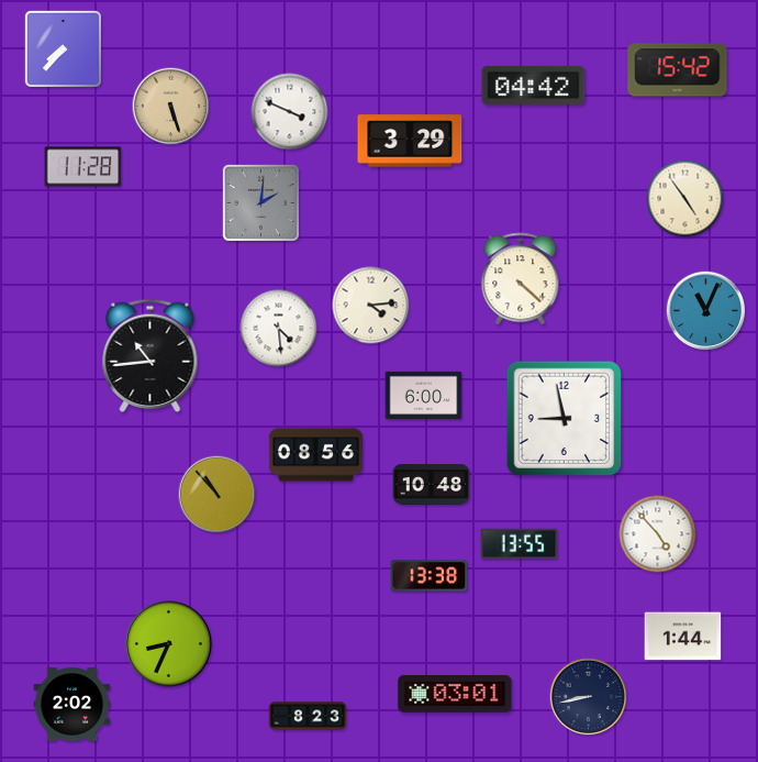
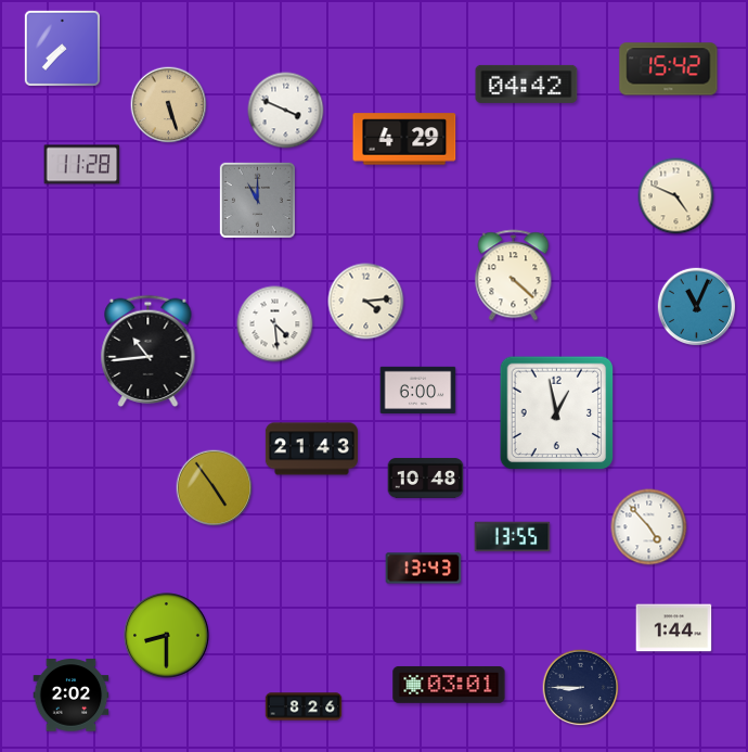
clock at (410, 141): 3:29 -> 4:29
clock at (685, 199): 4:54 -> 4:49
clock at (260, 202): 2:01 -> 11:00
clock at (565, 419): 8:58 -> 12:58
clock at (315, 455): 08:56 -> 21:43
clock at (218, 495): 10:53 -> 4:54
clock at (430, 576): 13:38 -> 13:43
clock at (169, 644): 8:34 -> 8:30
clock at (589, 697): 8:43 -> 8:45
clock at (308, 716): 8:23 -> 8:26
